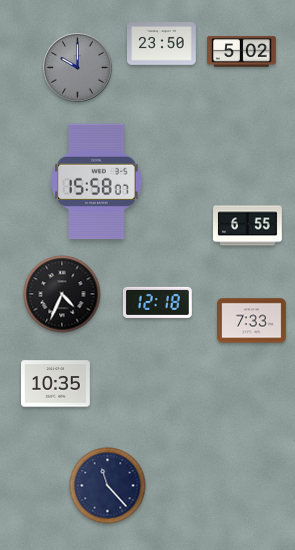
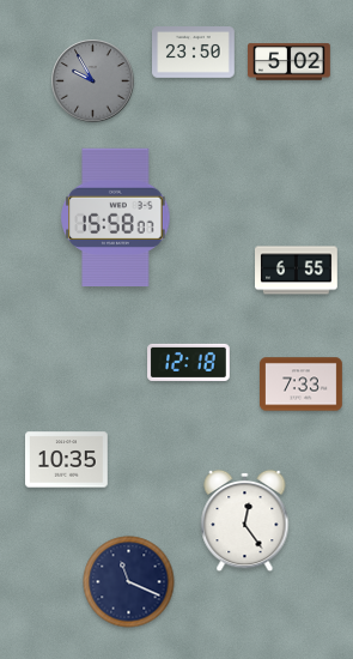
clock at (78, 68): 10:00 -> 9:55
clock at (62, 294): 4:34 -> none
clock at (245, 521): none -> 12:24
clock at (108, 486): 11:23 -> 11:19
